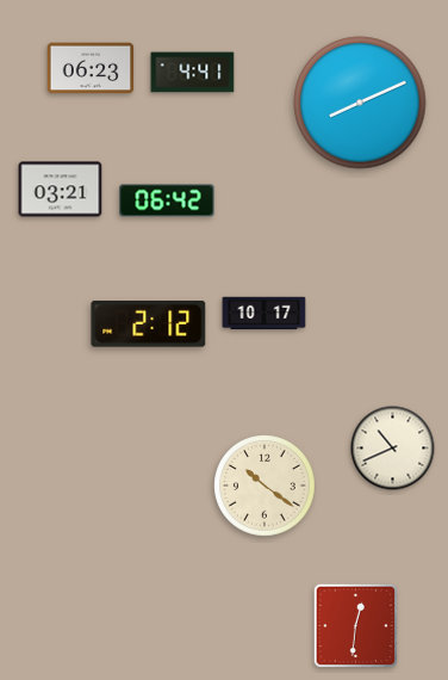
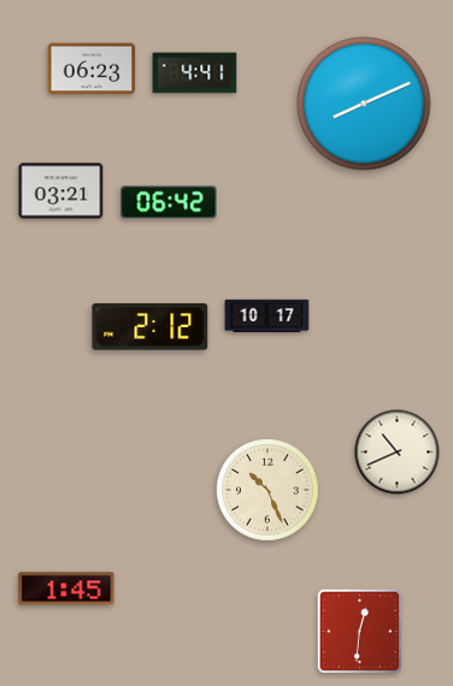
clock at (265, 486): 10:21 -> 10:26
clock at (66, 589): none -> 1:45
